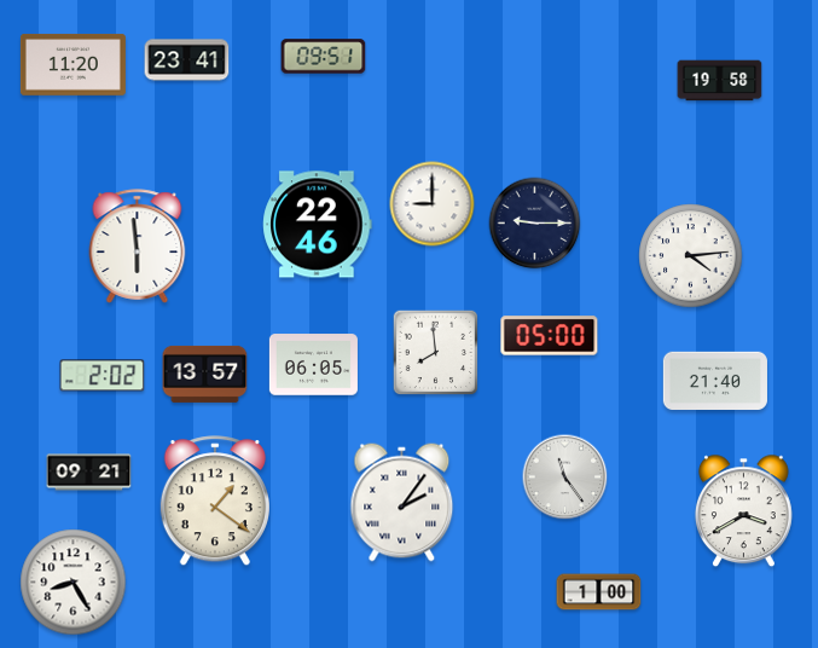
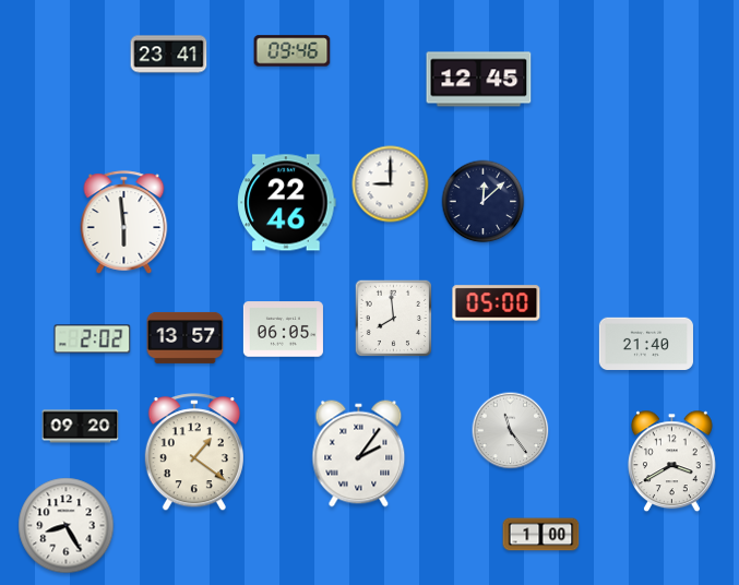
clock at (324, 57): 09:51 -> 09:46
clock at (72, 64): 11:20 -> none
clock at (720, 81): 19:58 -> none
clock at (479, 80): none -> 12:45
clock at (535, 224): 9:15 -> 12:08
clock at (691, 256): 4:14 -> none
clock at (89, 473): 09:21 -> 09:20
clock at (402, 503) position: (402, 503) -> (359, 454)
